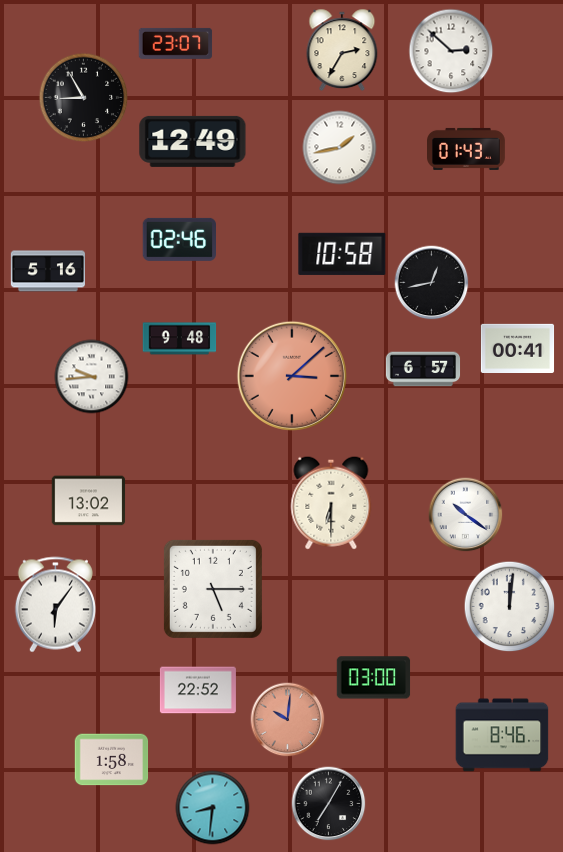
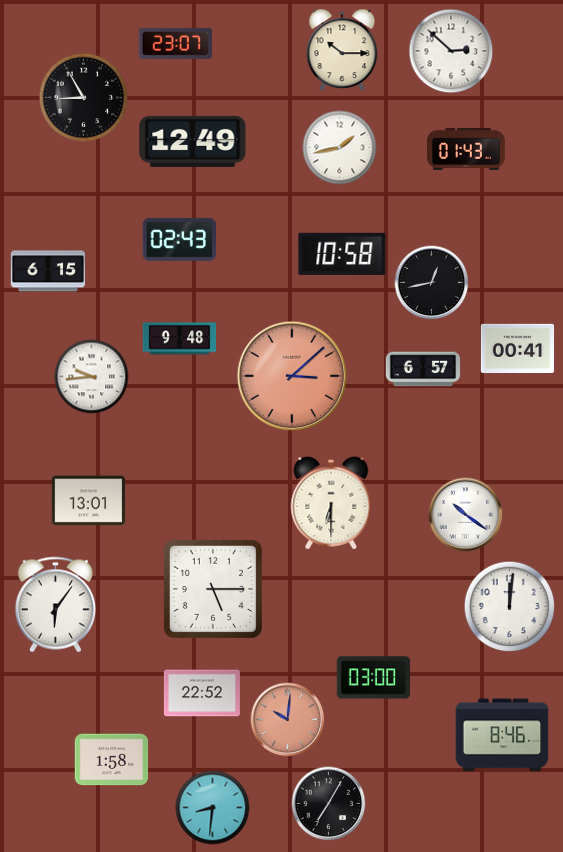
clock at (342, 50): 2:35 -> 10:15
clock at (179, 239): 02:46 -> 02:43
clock at (47, 271): 5:16 -> 6:15
clock at (89, 501): 13:02 -> 13:01
clock at (198, 690) position: (198, 690) -> (202, 693)
